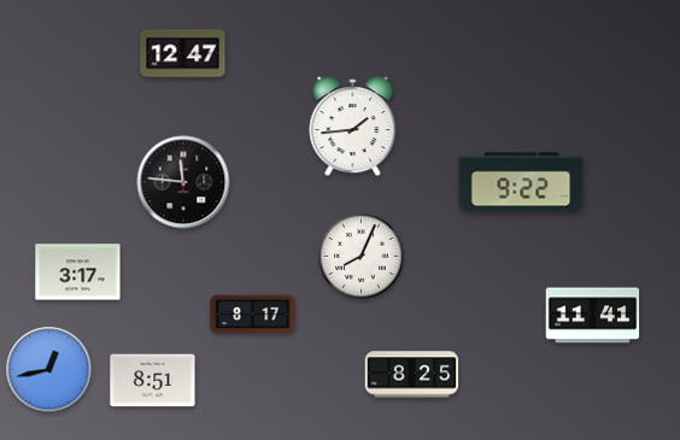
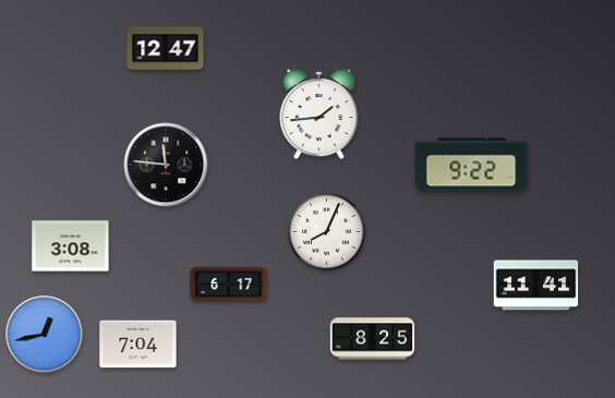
clock at (78, 272): 3:17 -> 3:08
clock at (253, 315): 8:17 -> 6:17
clock at (153, 381): 8:51 -> 7:04
